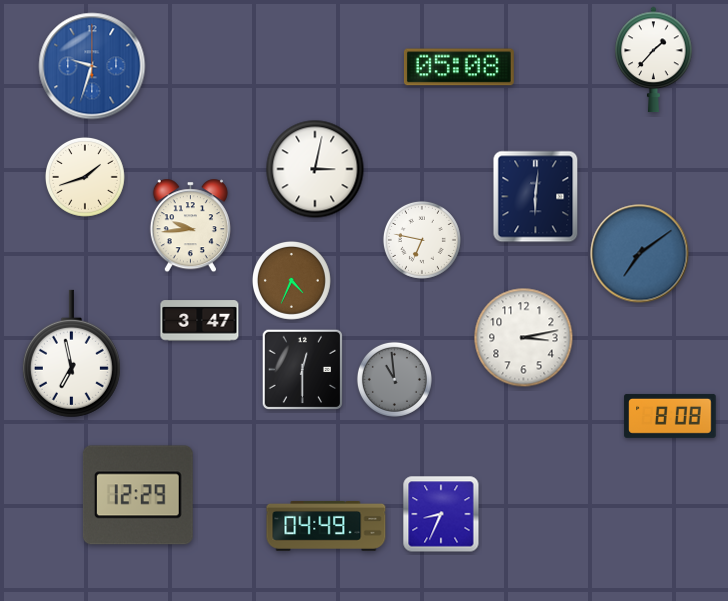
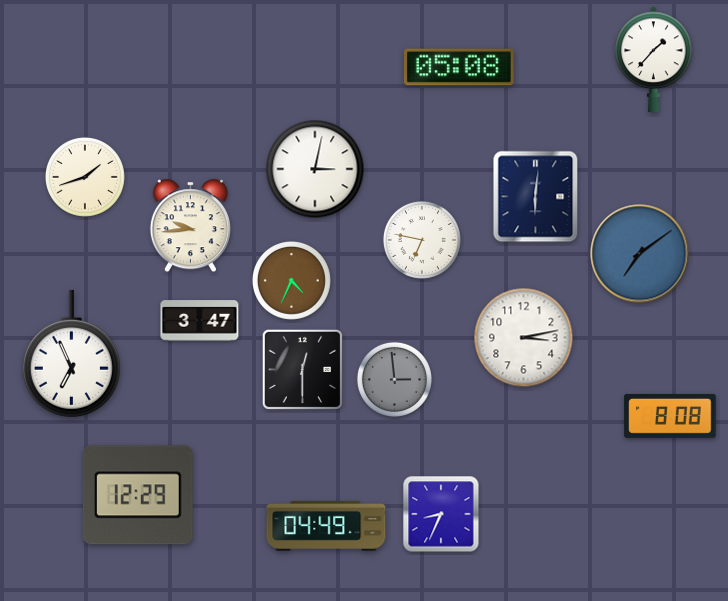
clock at (92, 66): 9:33 -> none
clock at (71, 354): 6:58 -> 6:56
clock at (394, 379): 10:59 -> 2:59
